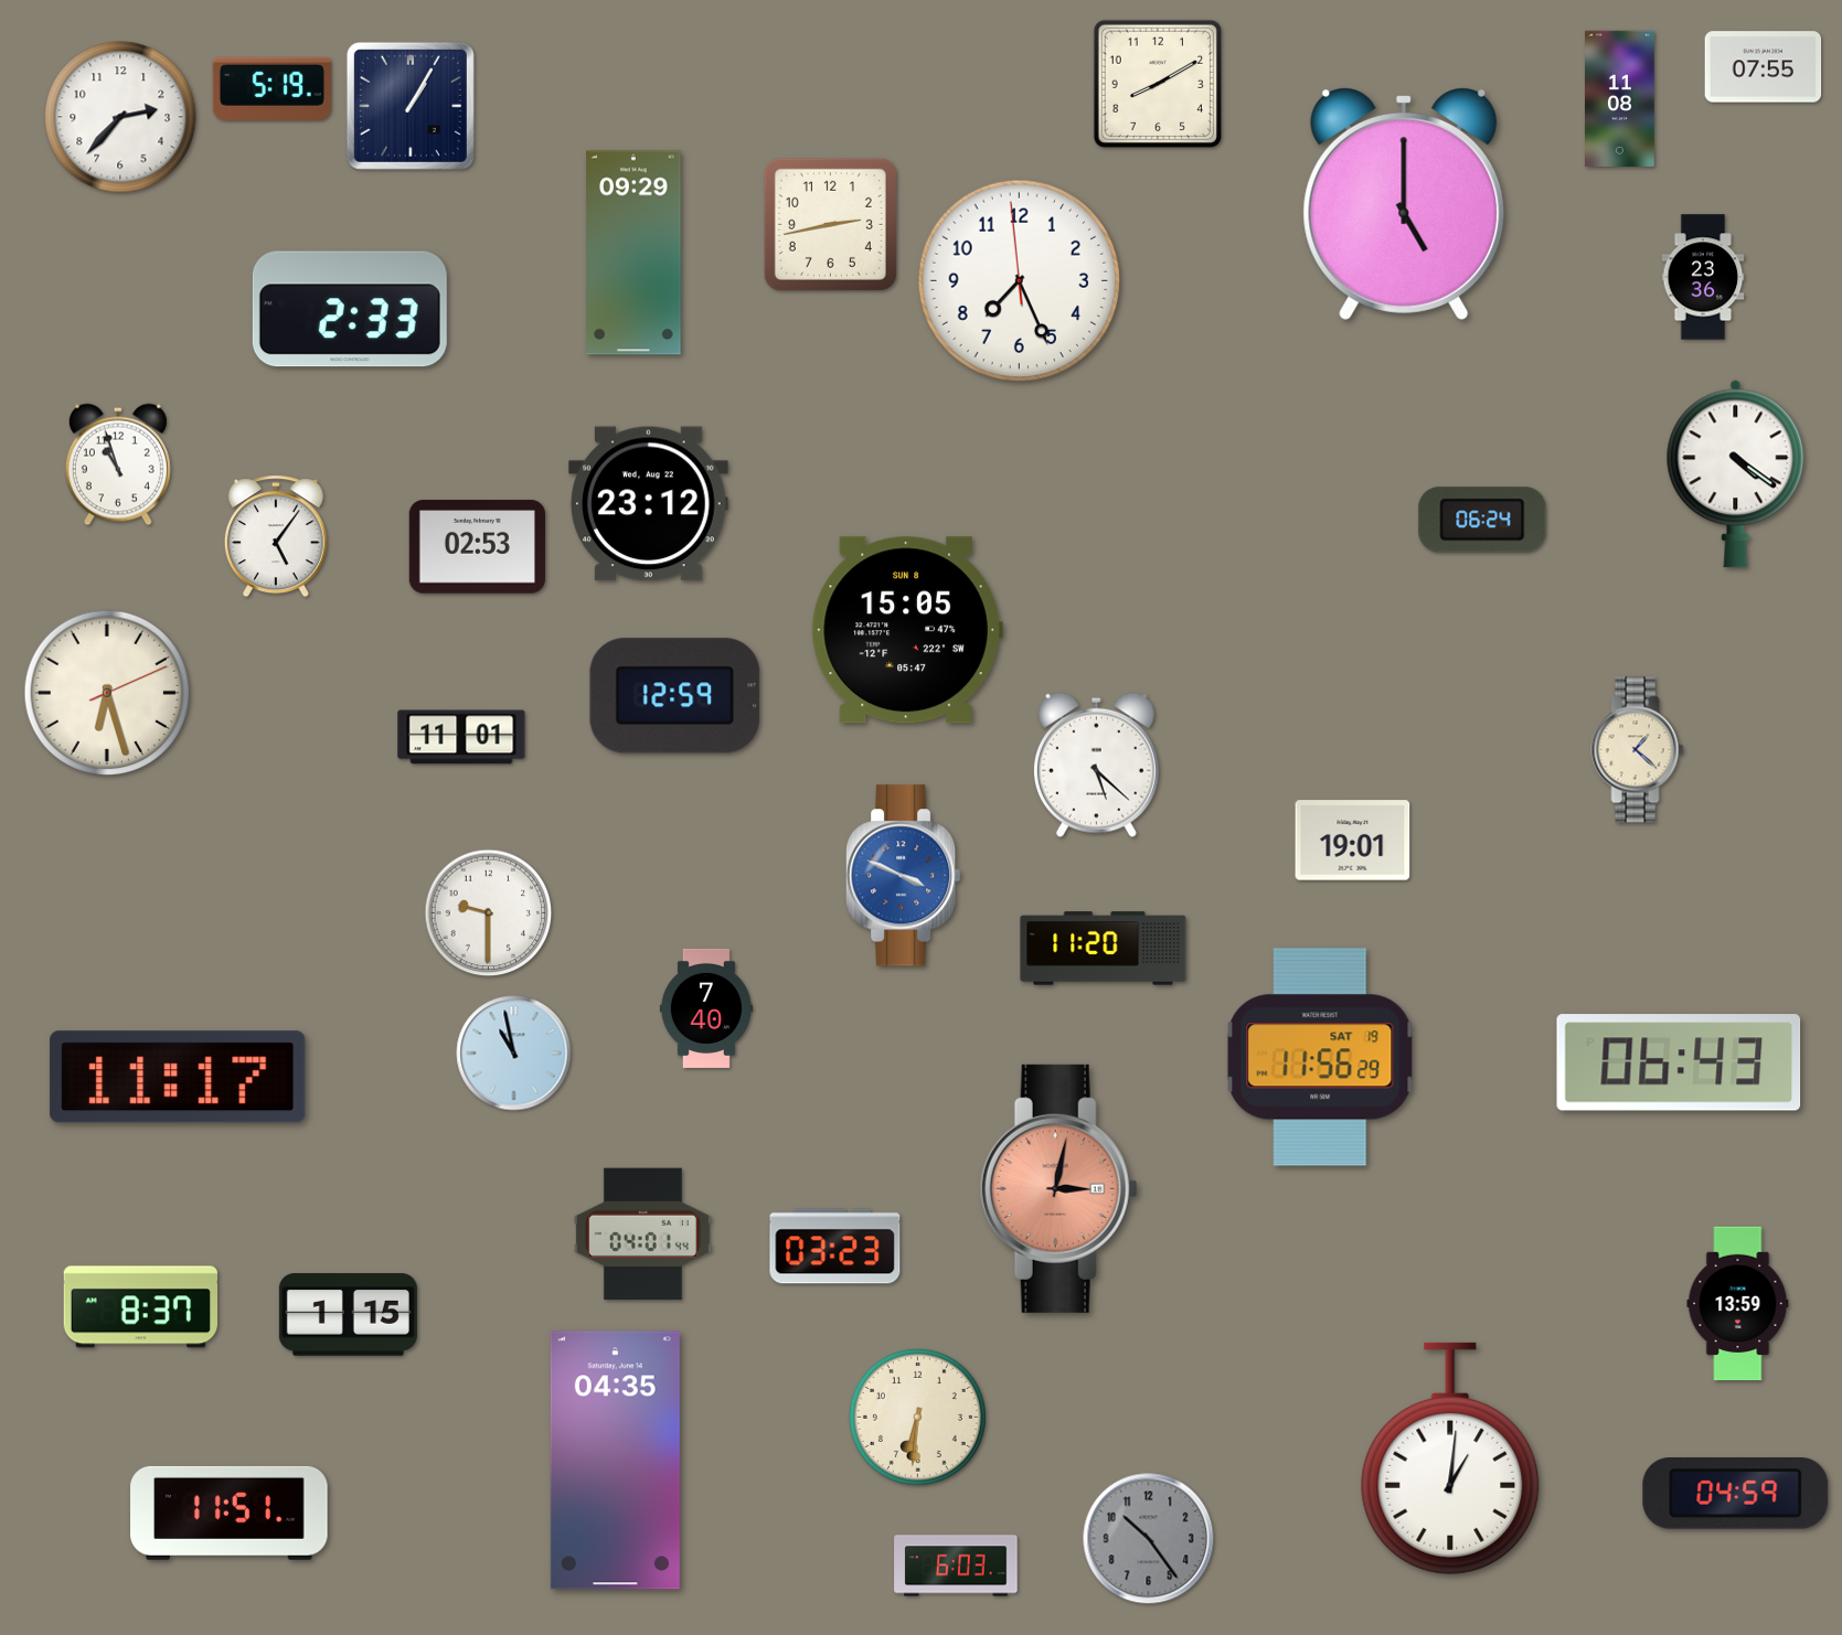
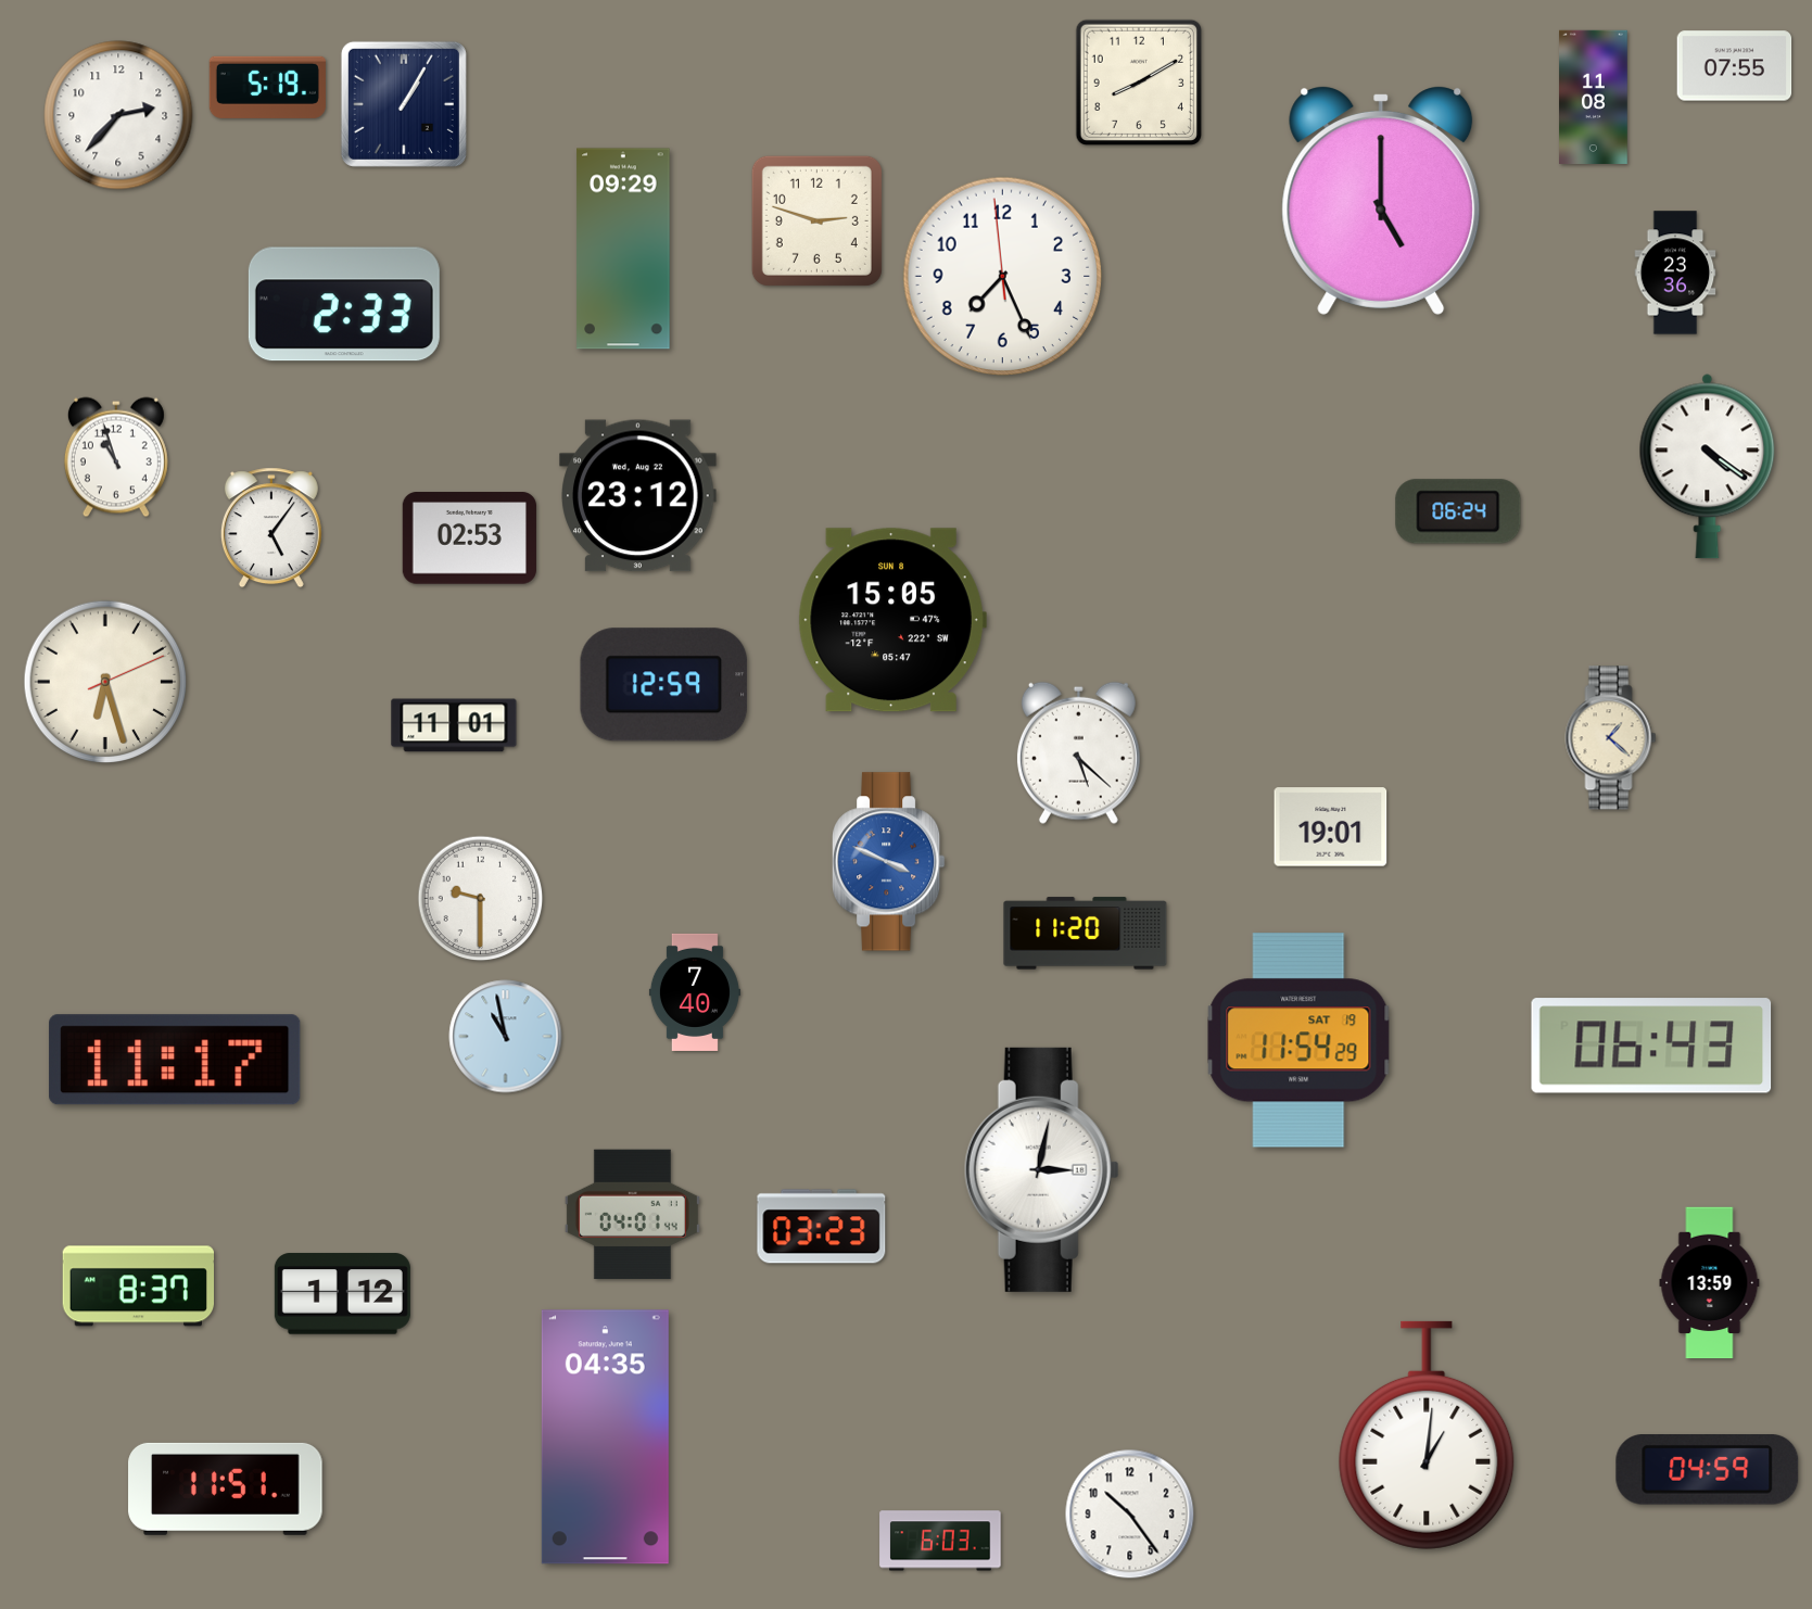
clock at (830, 224): 2:43 -> 2:48
clock at (1320, 1057): 11:56 -> 11:54
clock at (1058, 1188) dial: salmon -> white
clock at (348, 1315): 1:15 -> 1:12
clock at (917, 1417): 6:31 -> none
clock at (1149, 1539) dial: grey -> white
